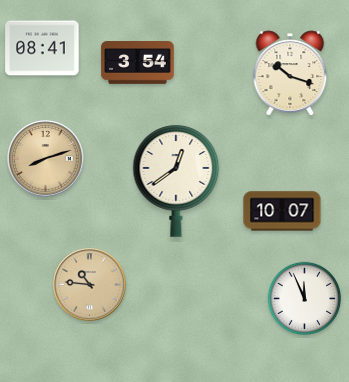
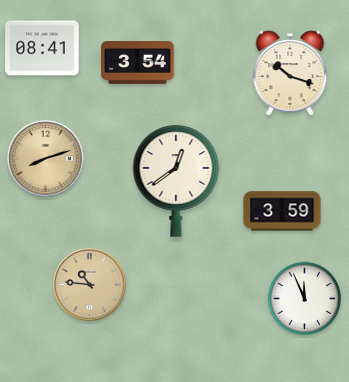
clock at (282, 211): 10:07 -> 3:59
